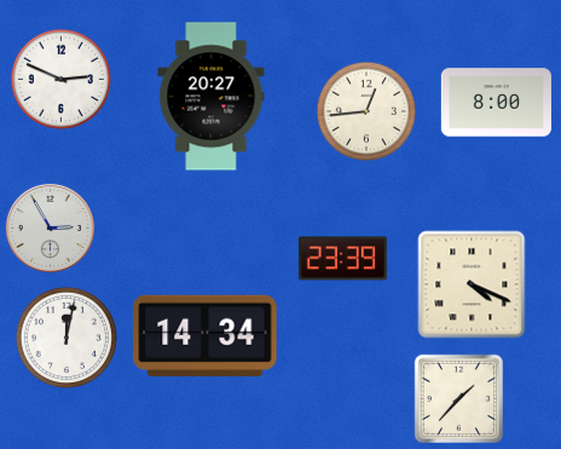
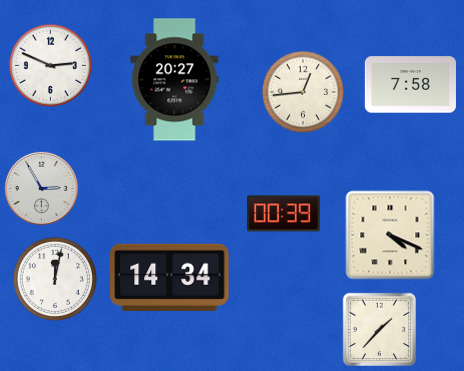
clock at (496, 103): 8:00 -> 7:58
clock at (342, 259): 23:39 -> 00:39
